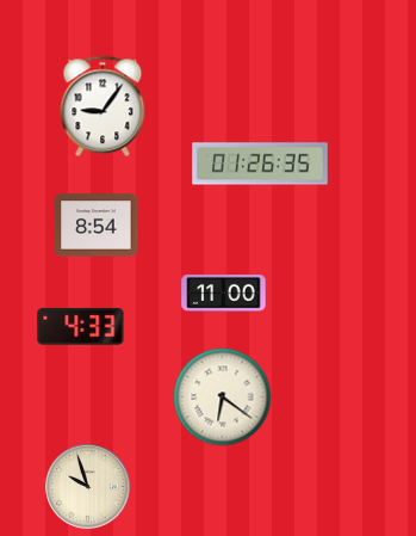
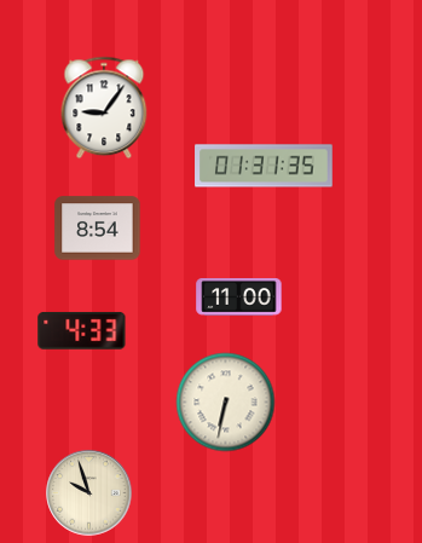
clock at (260, 164): 01:26 -> 01:31
clock at (224, 294) position: (224, 294) -> (239, 298)
clock at (223, 398): 6:21 -> 6:32
